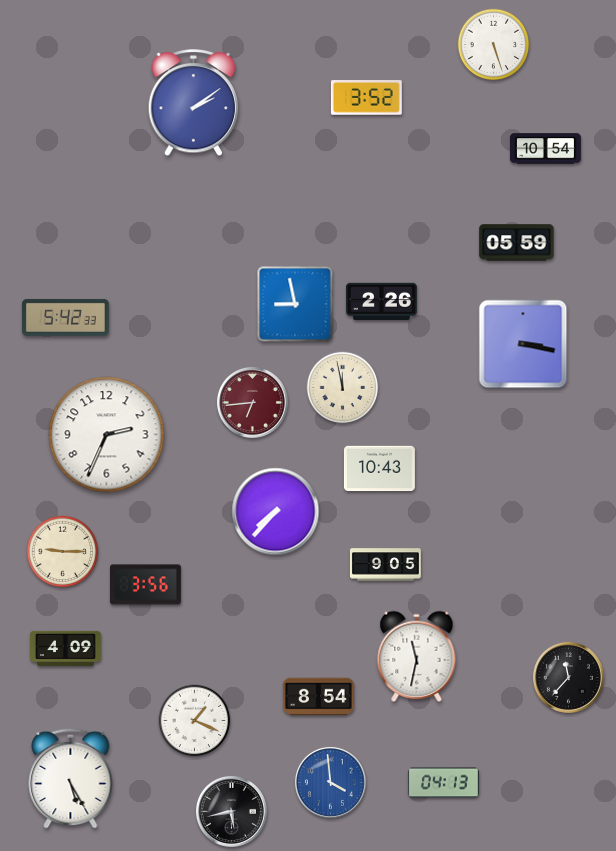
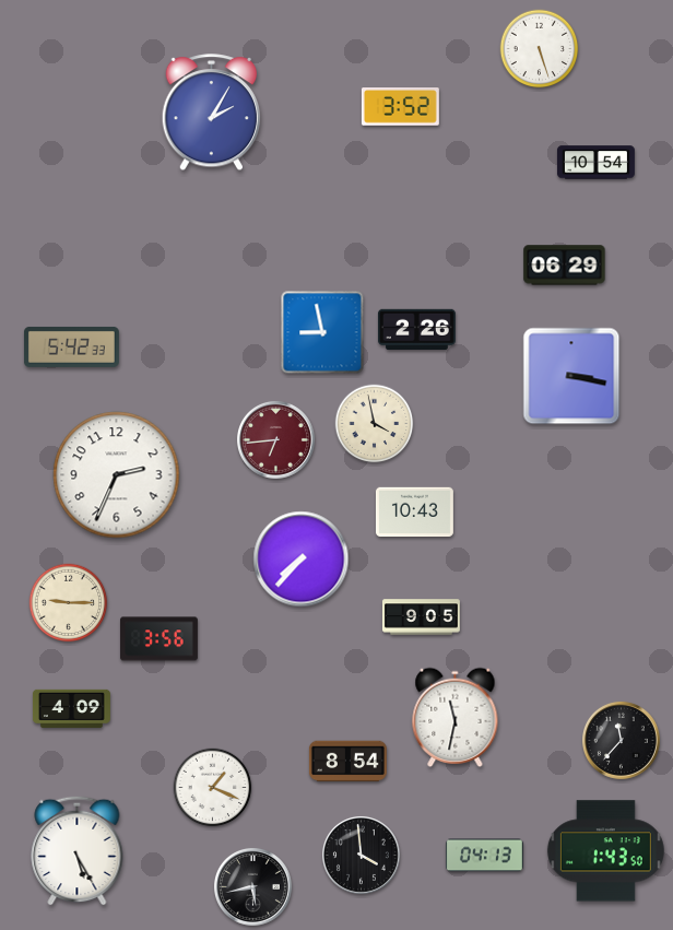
clock at (194, 103): 2:09 -> 2:05
clock at (517, 243): 05:59 -> 06:29
clock at (343, 388): 11:58 -> 3:58
clock at (605, 851): none -> 1:43
clock at (330, 782) dial: blue -> black
